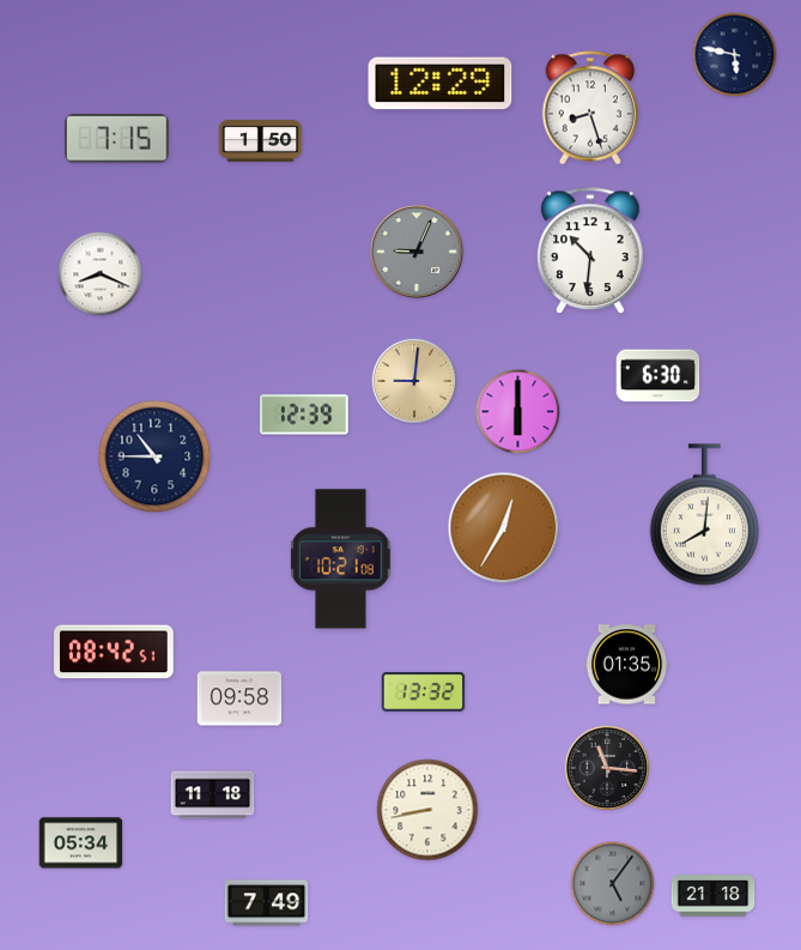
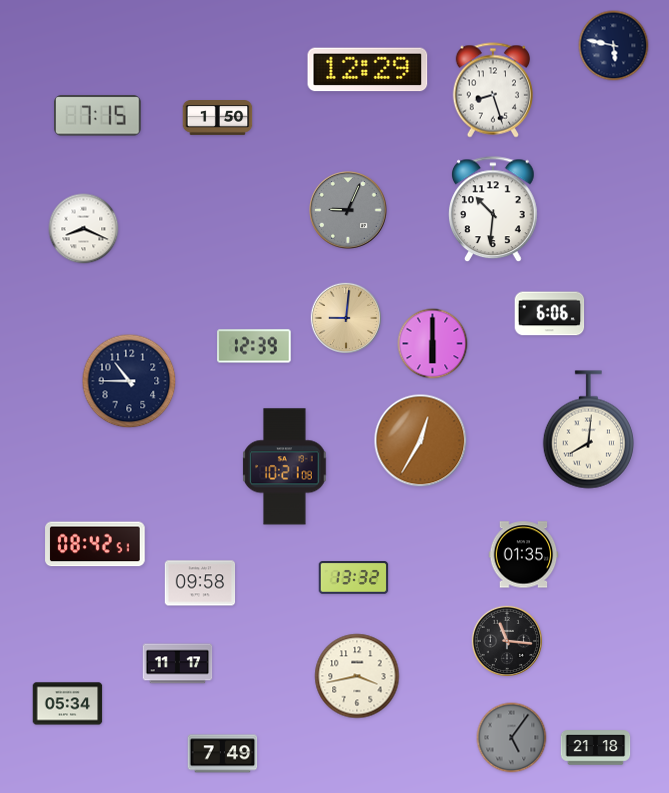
clock at (659, 376): 6:30 -> 6:06
clock at (213, 795): 11:18 -> 11:17
clock at (427, 810): 8:43 -> 3:43
